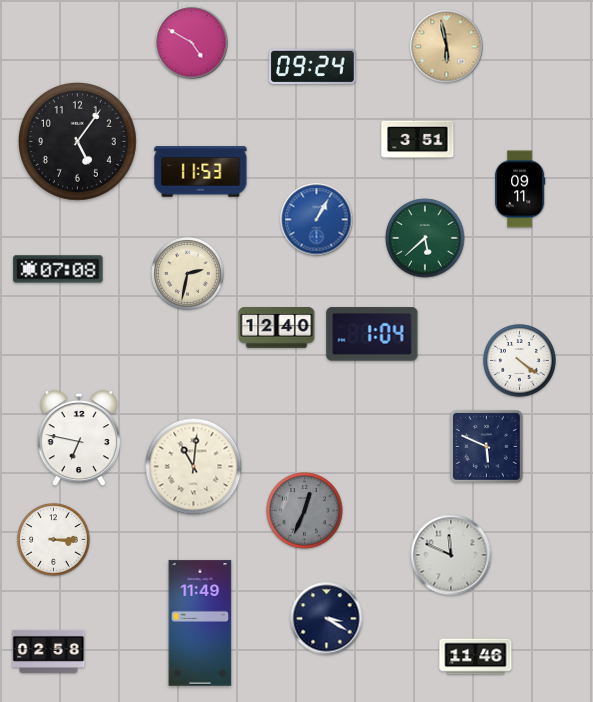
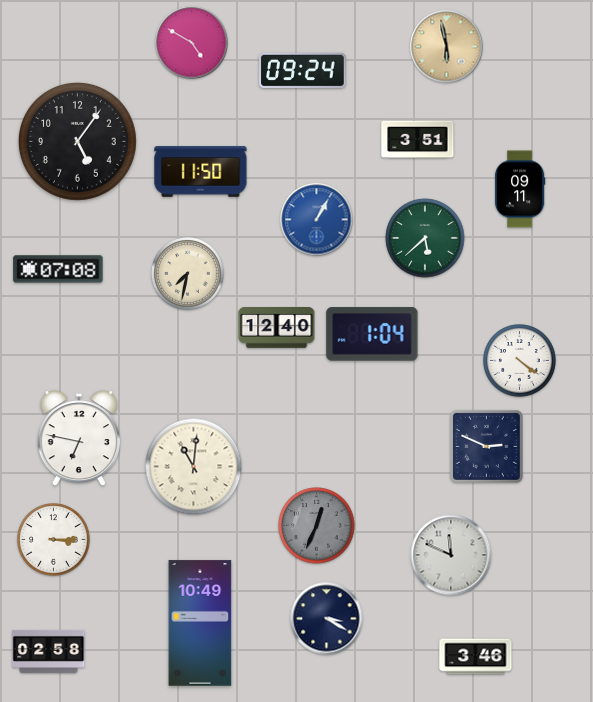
clock at (313, 66) position: (313, 66) -> (303, 70)
clock at (201, 172): 11:53 -> 11:50
clock at (188, 274): 2:32 -> 7:32
clock at (486, 446): 5:49 -> 2:49
clock at (305, 511) position: (305, 511) -> (317, 526)
clock at (200, 623): 11:49 -> 10:49
clock at (476, 657): 11:46 -> 3:46
